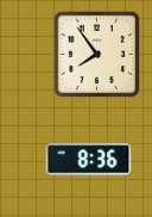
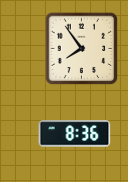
clock at (97, 55) position: (97, 55) -> (82, 49)
